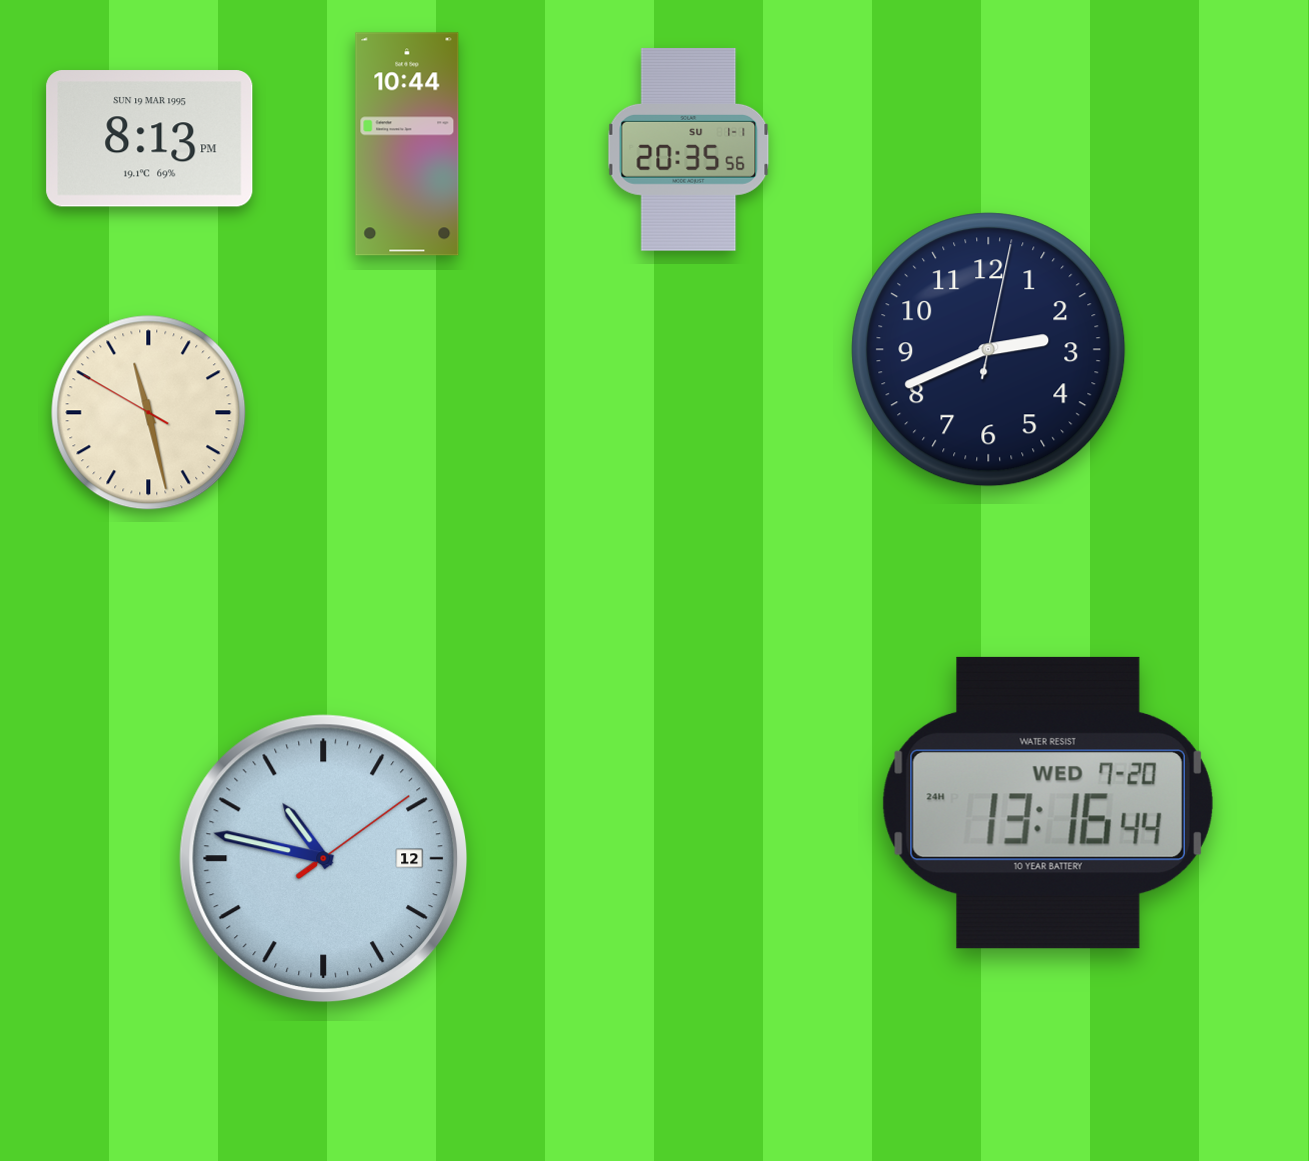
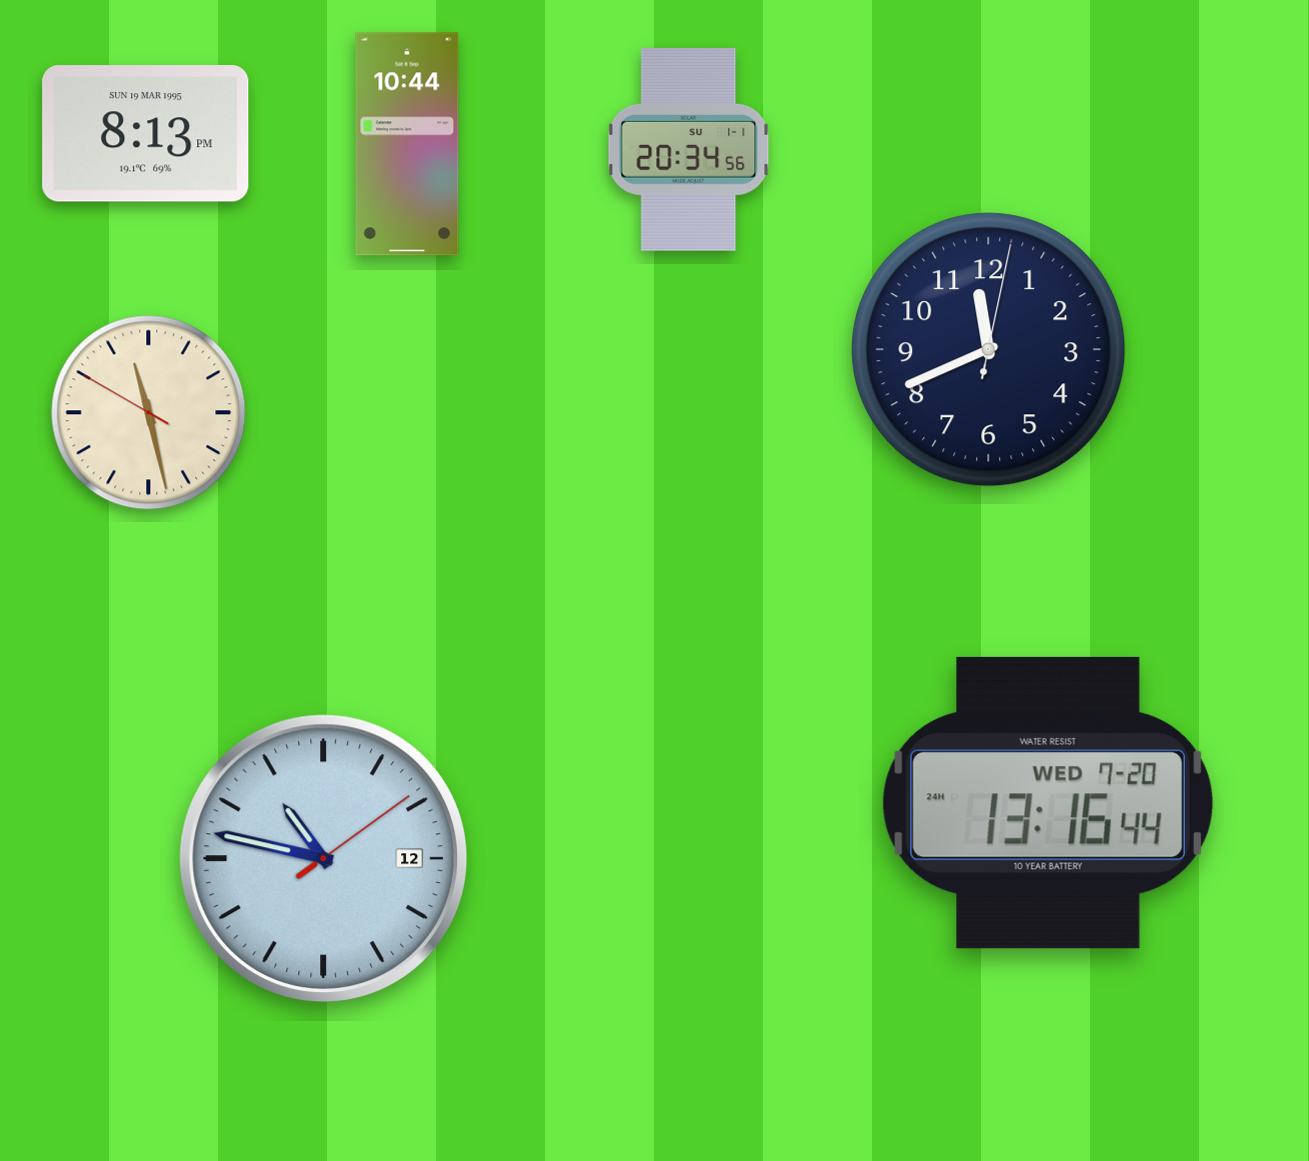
clock at (150, 139) position: (150, 139) -> (146, 134)
clock at (689, 149): 20:35 -> 20:34
clock at (989, 350): 2:41 -> 11:41
